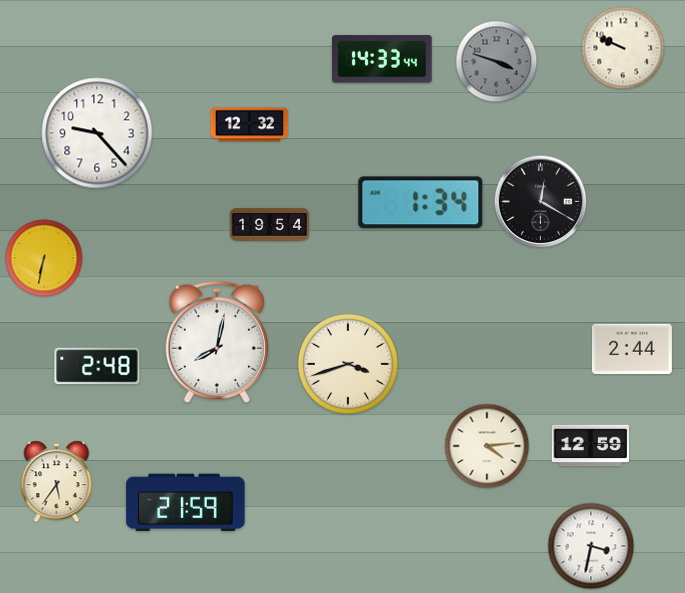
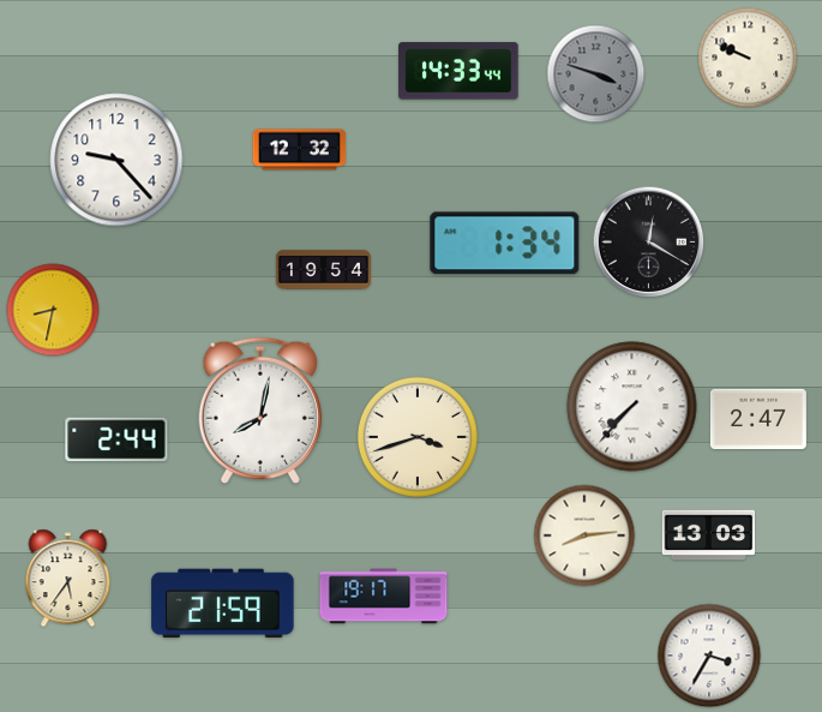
clock at (44, 258): 6:32 -> 8:32
clock at (632, 407): none -> 7:37
clock at (632, 349): 2:44 -> 2:47
clock at (97, 366): 2:48 -> 2:44
clock at (487, 446): 4:14 -> 8:14
clock at (591, 446): 12:59 -> 13:03
clock at (384, 597): none -> 19:17
clock at (591, 546): 3:32 -> 3:35
